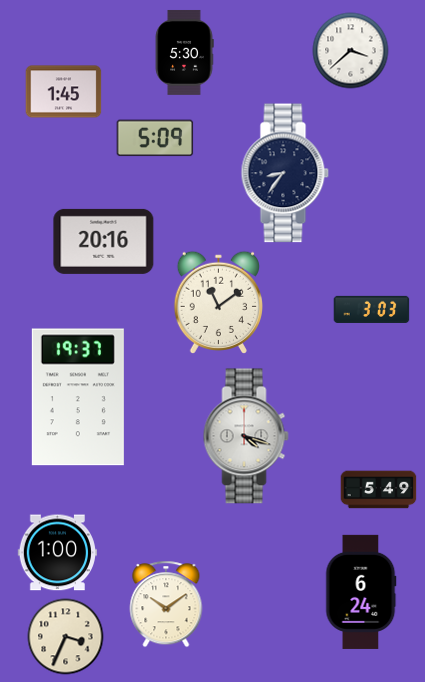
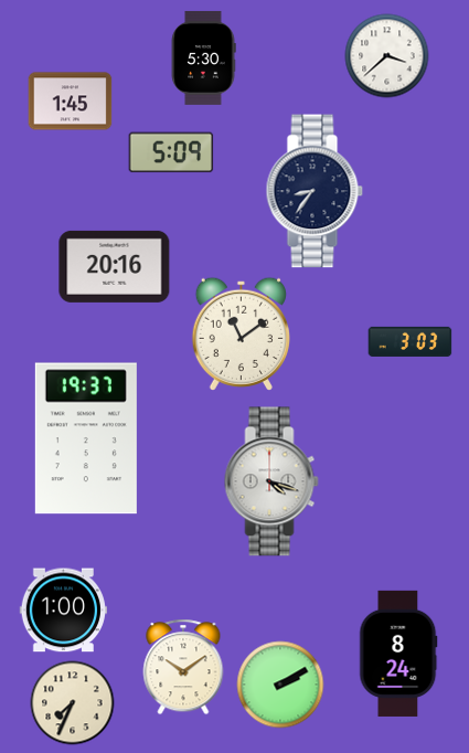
clock at (379, 490): 5:49 -> none
clock at (361, 592): 6:24 -> 8:24
clock at (280, 685): none -> 2:10
clock at (66, 637): 3:34 -> 7:34
